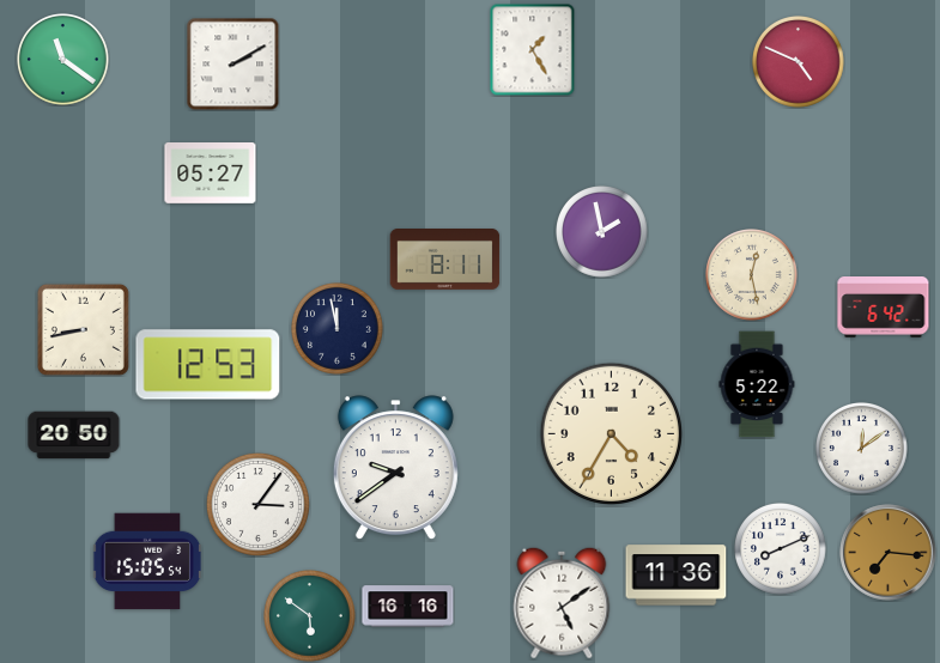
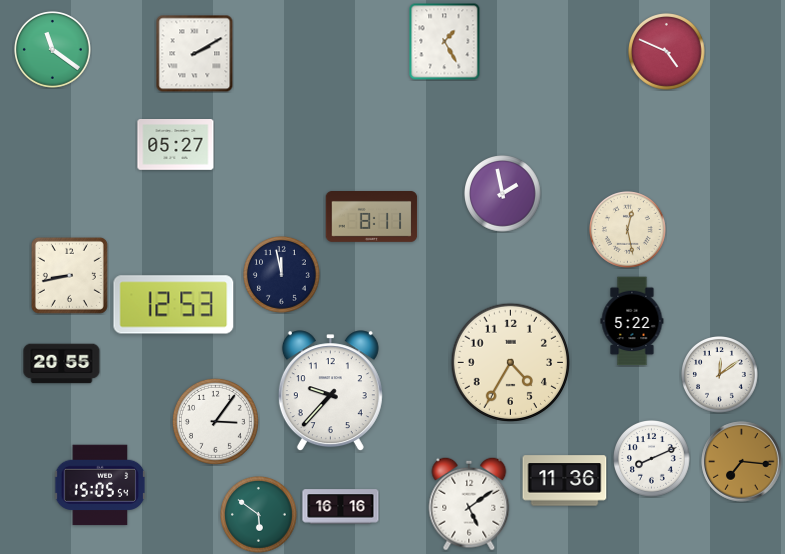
clock at (884, 308): 6:42 -> none
clock at (74, 436): 20:50 -> 20:55
clock at (395, 468): 9:39 -> 9:37
clock at (147, 561) position: (147, 561) -> (100, 485)
